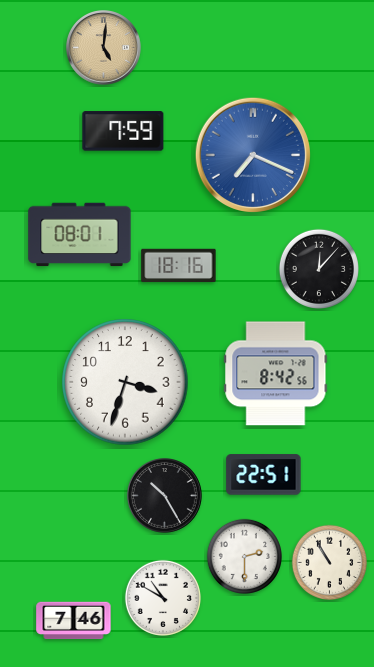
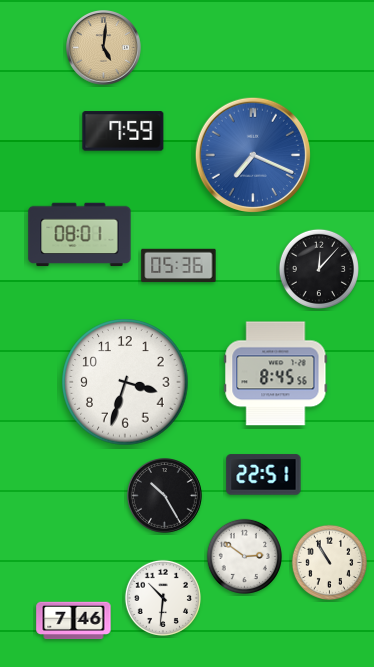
clock at (179, 266): 18:16 -> 05:36
clock at (276, 374): 8:42 -> 8:45
clock at (244, 556): 2:30 -> 2:51
clock at (163, 598): 10:50 -> 10:31
